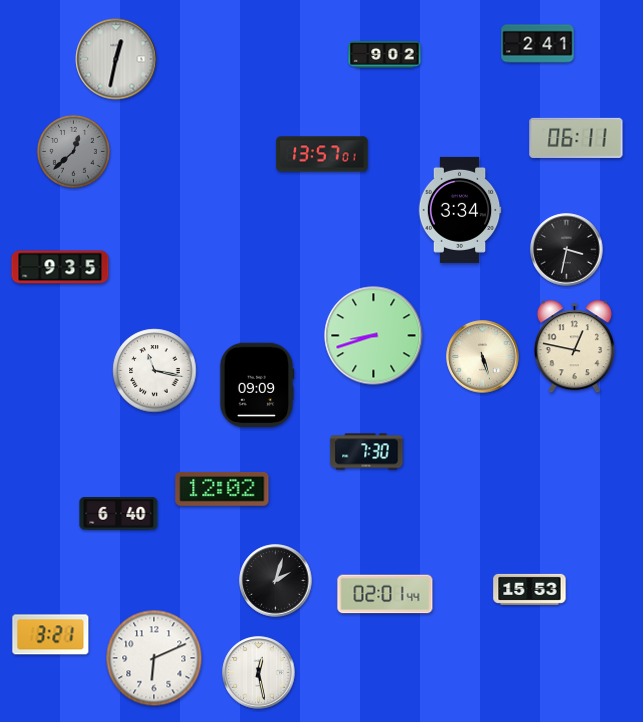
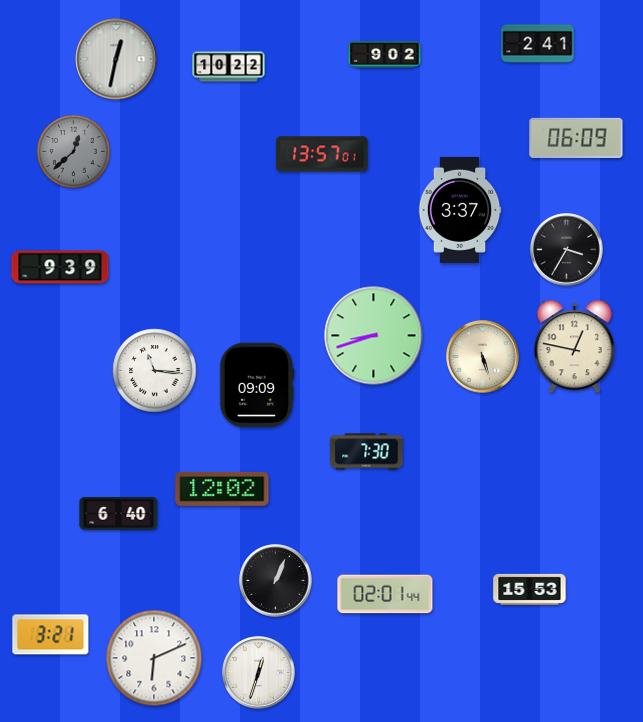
clock at (229, 67): none -> 10:22
clock at (576, 138): 06:11 -> 06:09
clock at (460, 210): 3:34 -> 3:37
clock at (567, 250): 3:32 -> 3:35
clock at (60, 267): 9:35 -> 9:39
clock at (155, 371): 11:17 -> 11:16
clock at (276, 581): 2:03 -> 1:04
clock at (259, 673): 12:28 -> 12:33
